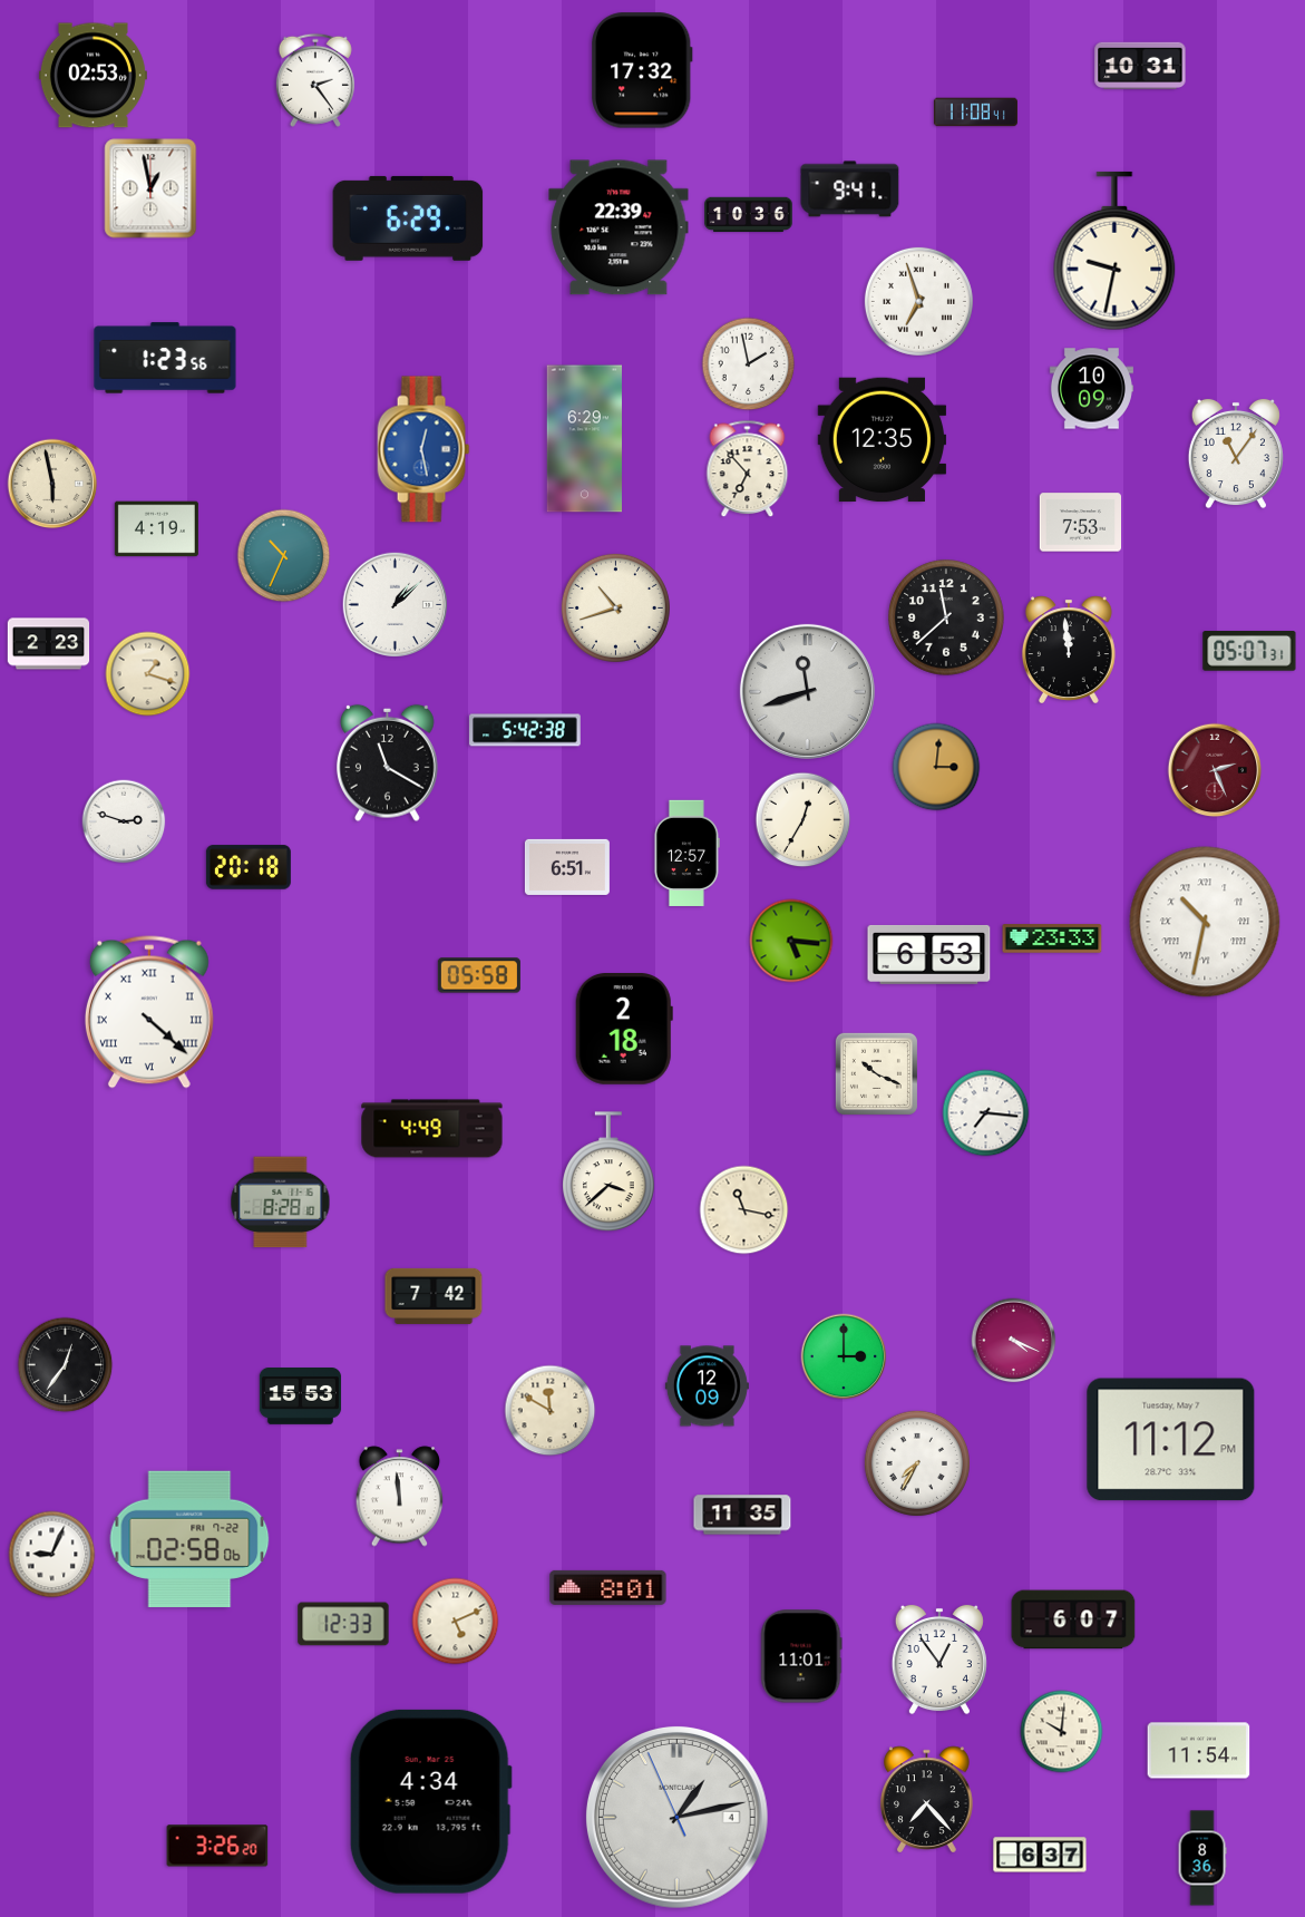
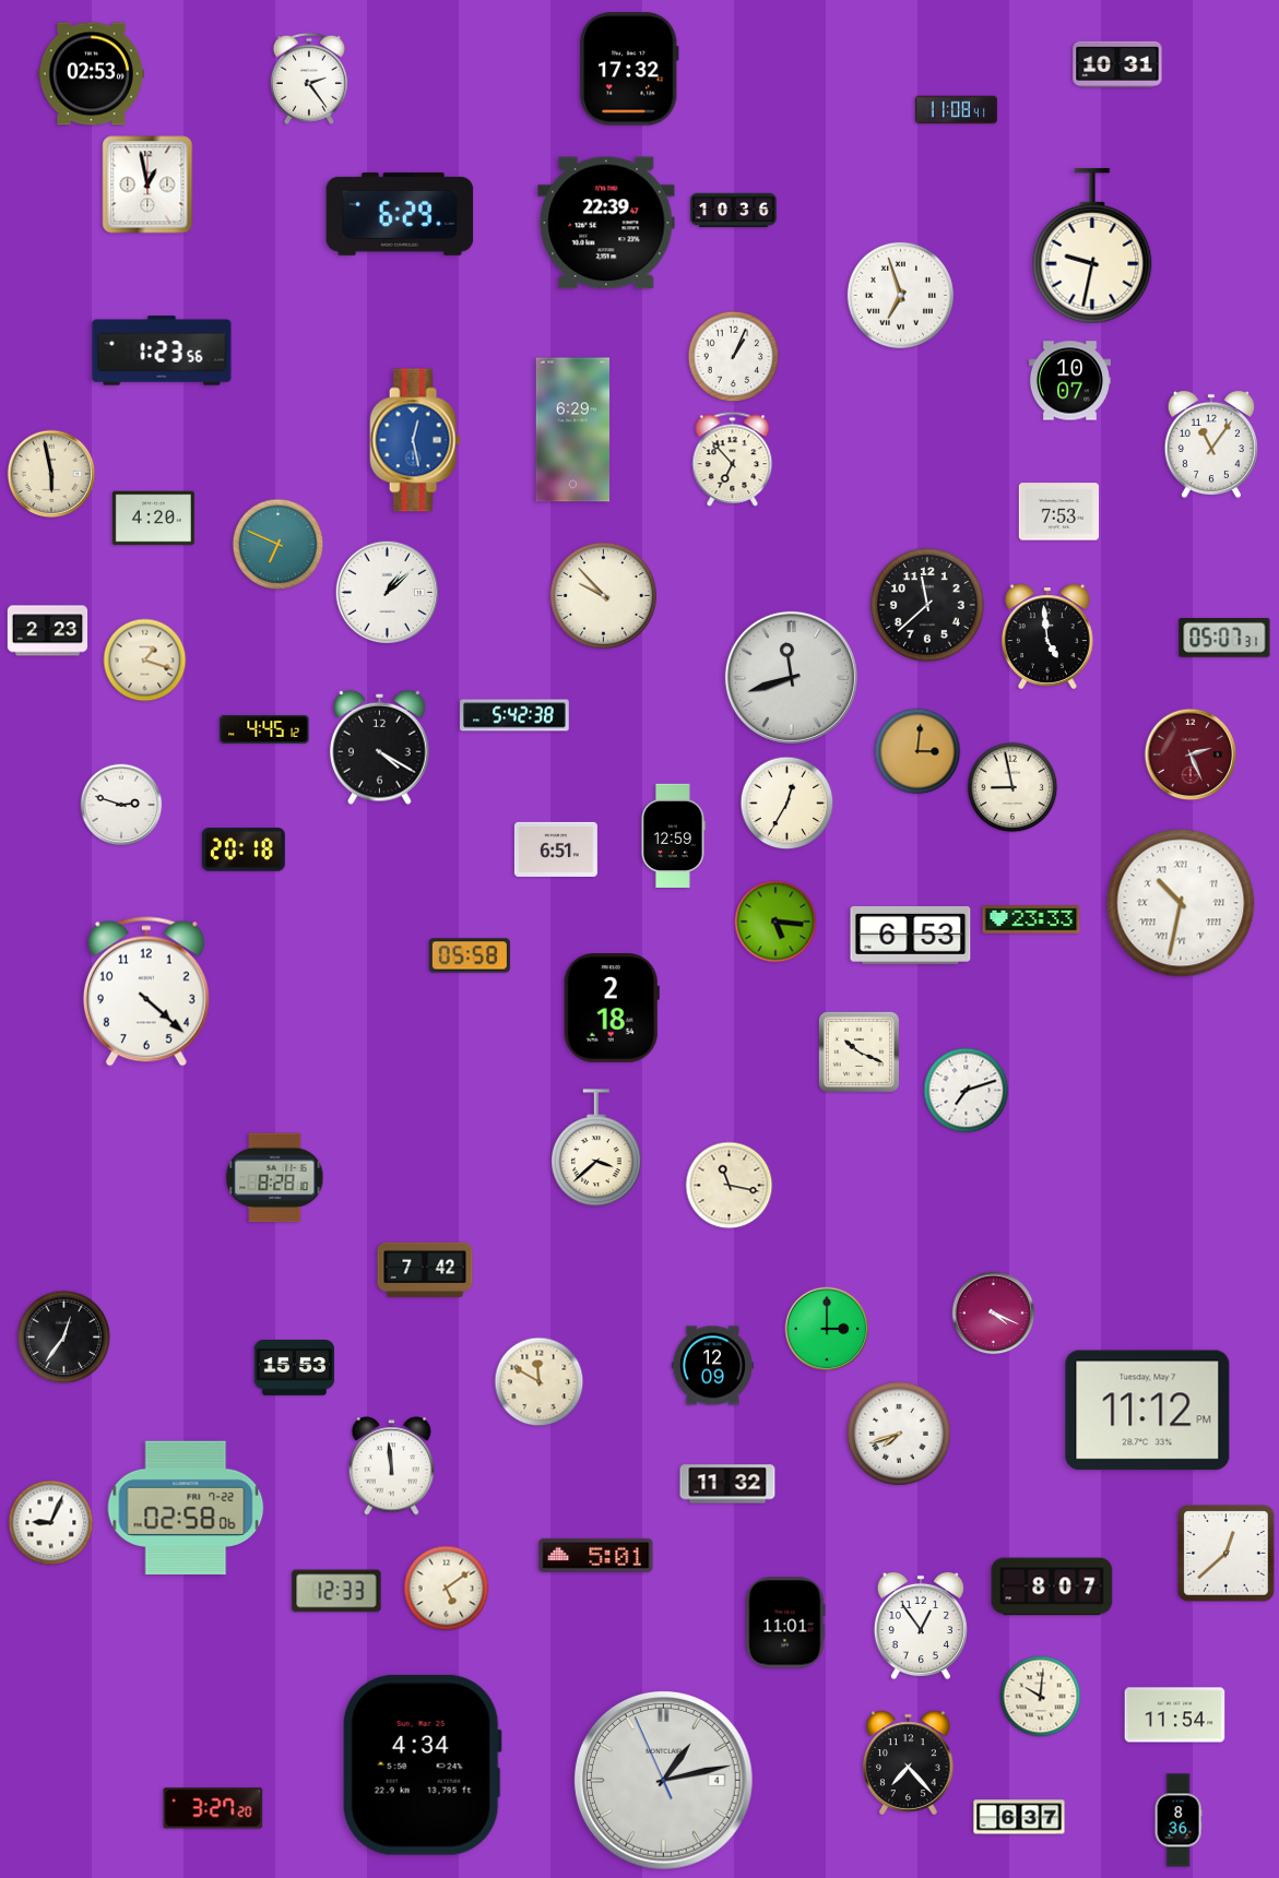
clock at (850, 189): 9:41 -> none
clock at (749, 364): 1:58 -> 1:04
clock at (1091, 389): 10:09 -> 10:07
clock at (883, 440): 12:35 -> none
clock at (156, 529): 4:19 -> 4:20
clock at (284, 556): 10:34 -> 6:49
clock at (615, 607): 10:42 -> 9:53
clock at (1069, 649): 11:59 -> 4:59
clock at (264, 730): none -> 4:45
clock at (388, 762): 11:20 -> 4:20
clock at (1012, 787): none -> 8:58
clock at (688, 853): 12:57 -> 12:59
clock at (149, 1012) numerals: Roman -> Arabic
clock at (986, 1113): 7:16 -> 7:12
clock at (432, 1129): 4:49 -> none
clock at (707, 1386) position: (707, 1386) -> (712, 1366)
clock at (917, 1463): 7:35 -> 7:42
clock at (742, 1515): 11:35 -> 11:32
clock at (1227, 1554): none -> 12:38
clock at (608, 1587): 8:01 -> 5:01
clock at (1073, 1619): 6:07 -> 8:07
clock at (456, 1622): 5:11 -> 5:09
clock at (217, 1846): 3:26 -> 3:27
